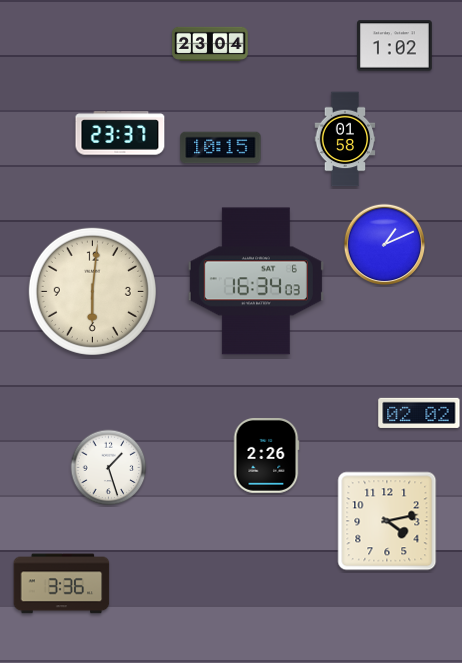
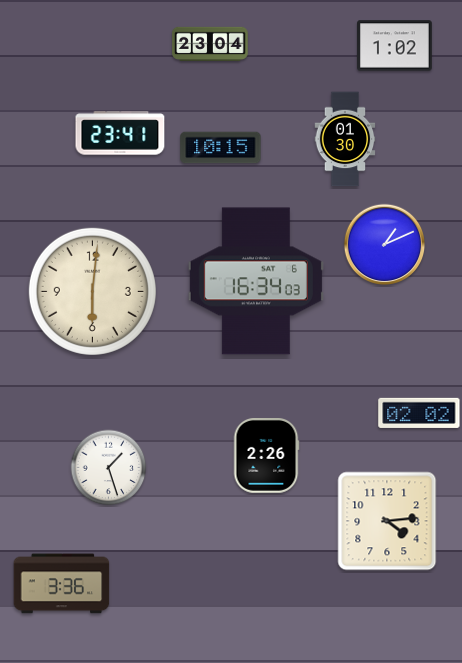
clock at (120, 133): 23:37 -> 23:41
clock at (345, 139): 01:58 -> 01:30
clock at (387, 521): 4:13 -> 4:14
